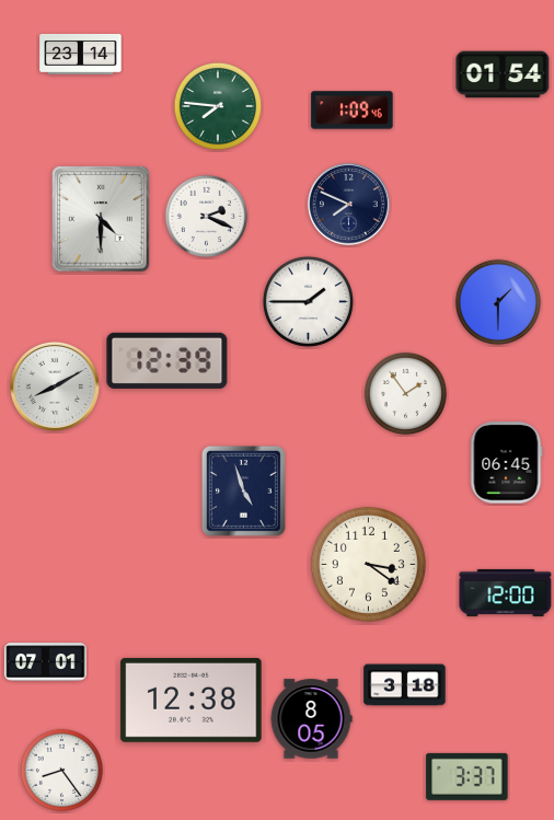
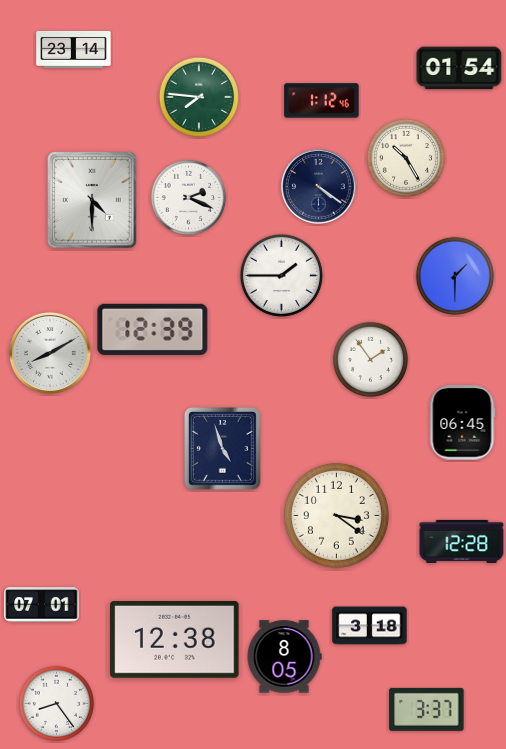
clock at (353, 111): 1:09 -> 1:12
clock at (405, 157): none -> 10:25
clock at (349, 205): 7:49 -> 4:21
clock at (506, 592): 12:00 -> 12:28
